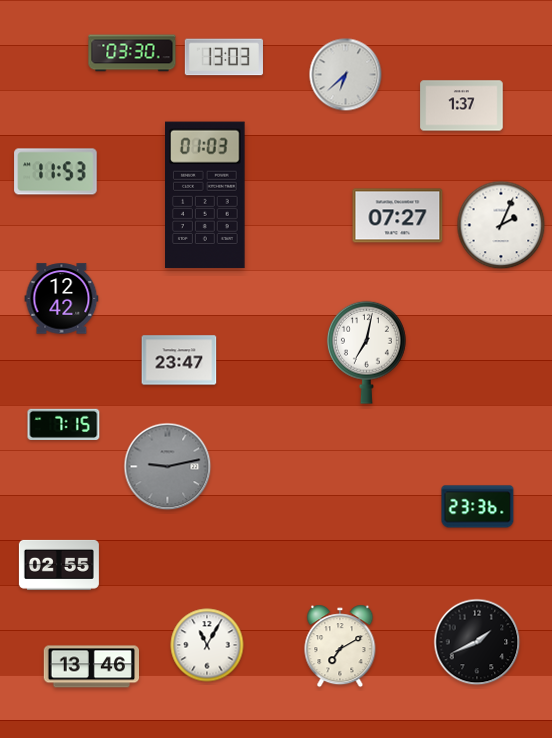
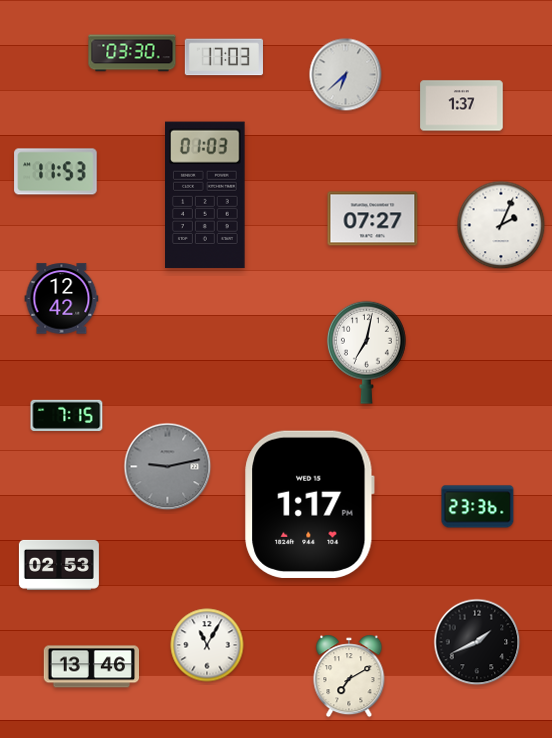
clock at (224, 57): 13:03 -> 17:03
clock at (398, 216) position: (398, 216) -> (373, 219)
clock at (179, 360): 23:47 -> none
clock at (64, 424) position: (64, 424) -> (67, 415)
clock at (310, 504): none -> 1:17
clock at (59, 565): 02:55 -> 02:53
clock at (340, 646) position: (340, 646) -> (349, 676)
